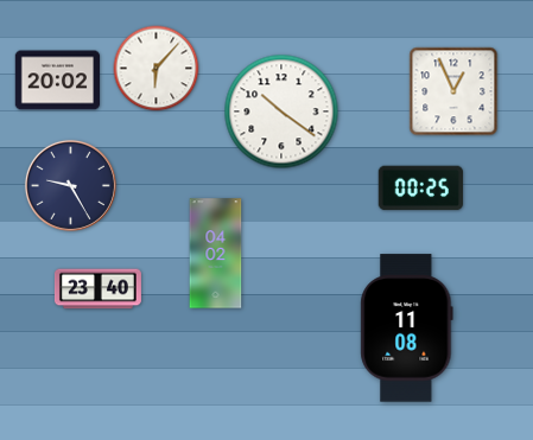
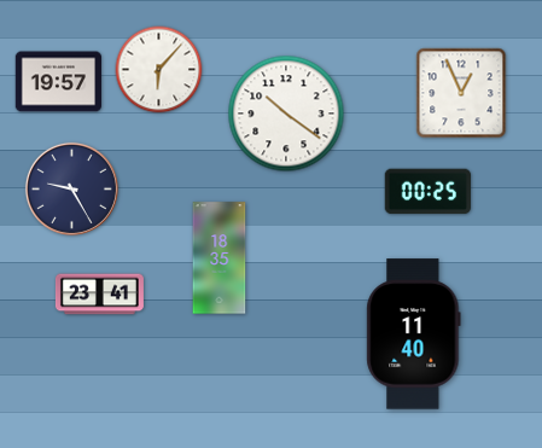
clock at (57, 81): 20:02 -> 19:57
clock at (216, 254): 04:02 -> 18:35
clock at (97, 289): 23:40 -> 23:41
clock at (407, 329): 11:08 -> 11:40
